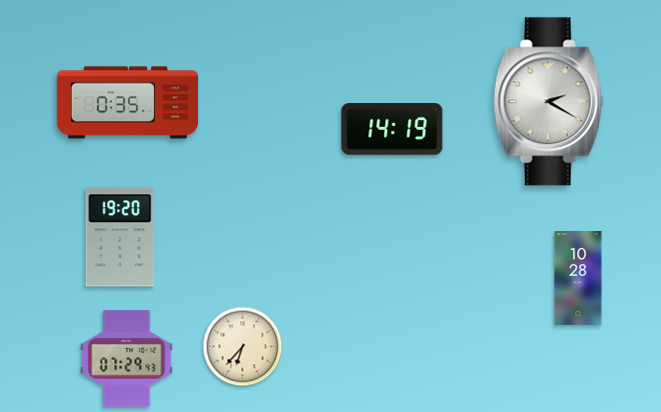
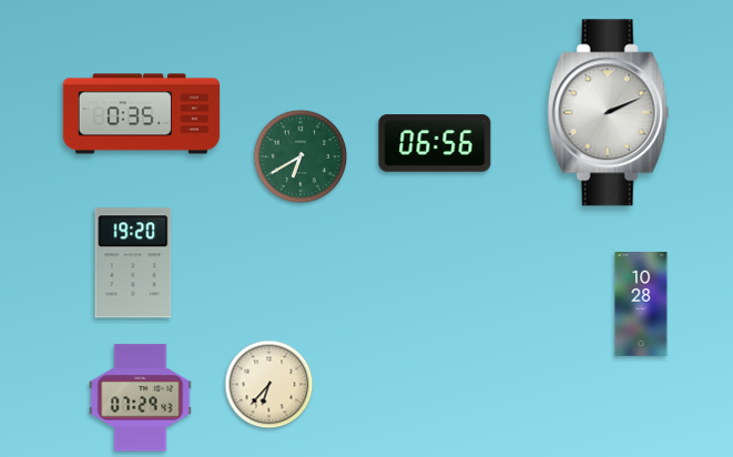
clock at (549, 102): 2:20 -> 2:11
clock at (392, 129): 14:19 -> 06:56
clock at (301, 156): none -> 6:40
clock at (578, 279) position: (578, 279) -> (641, 305)
